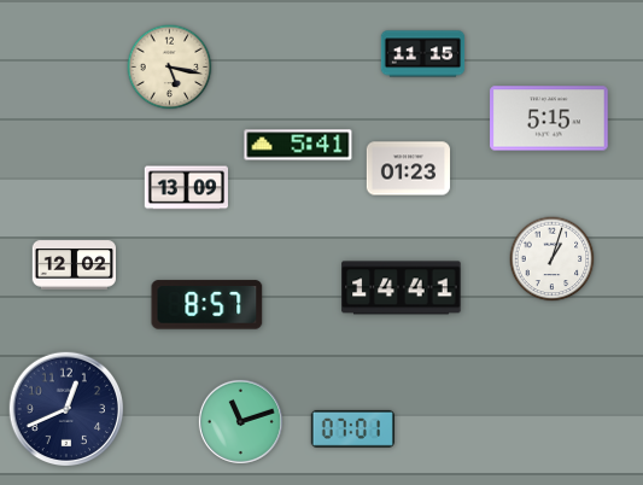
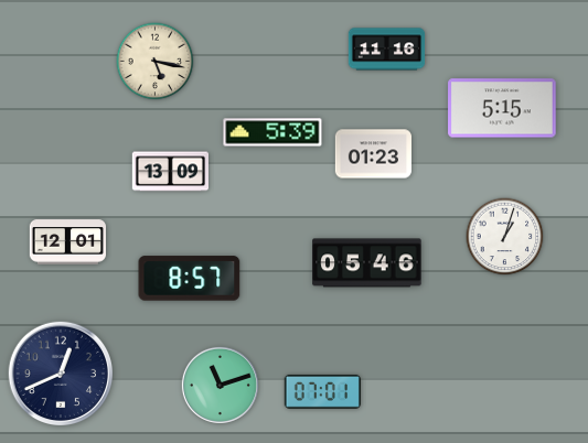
clock at (423, 54): 11:15 -> 11:16
clock at (298, 145): 5:41 -> 5:39
clock at (74, 265): 12:02 -> 12:01
clock at (402, 288): 14:41 -> 05:46
